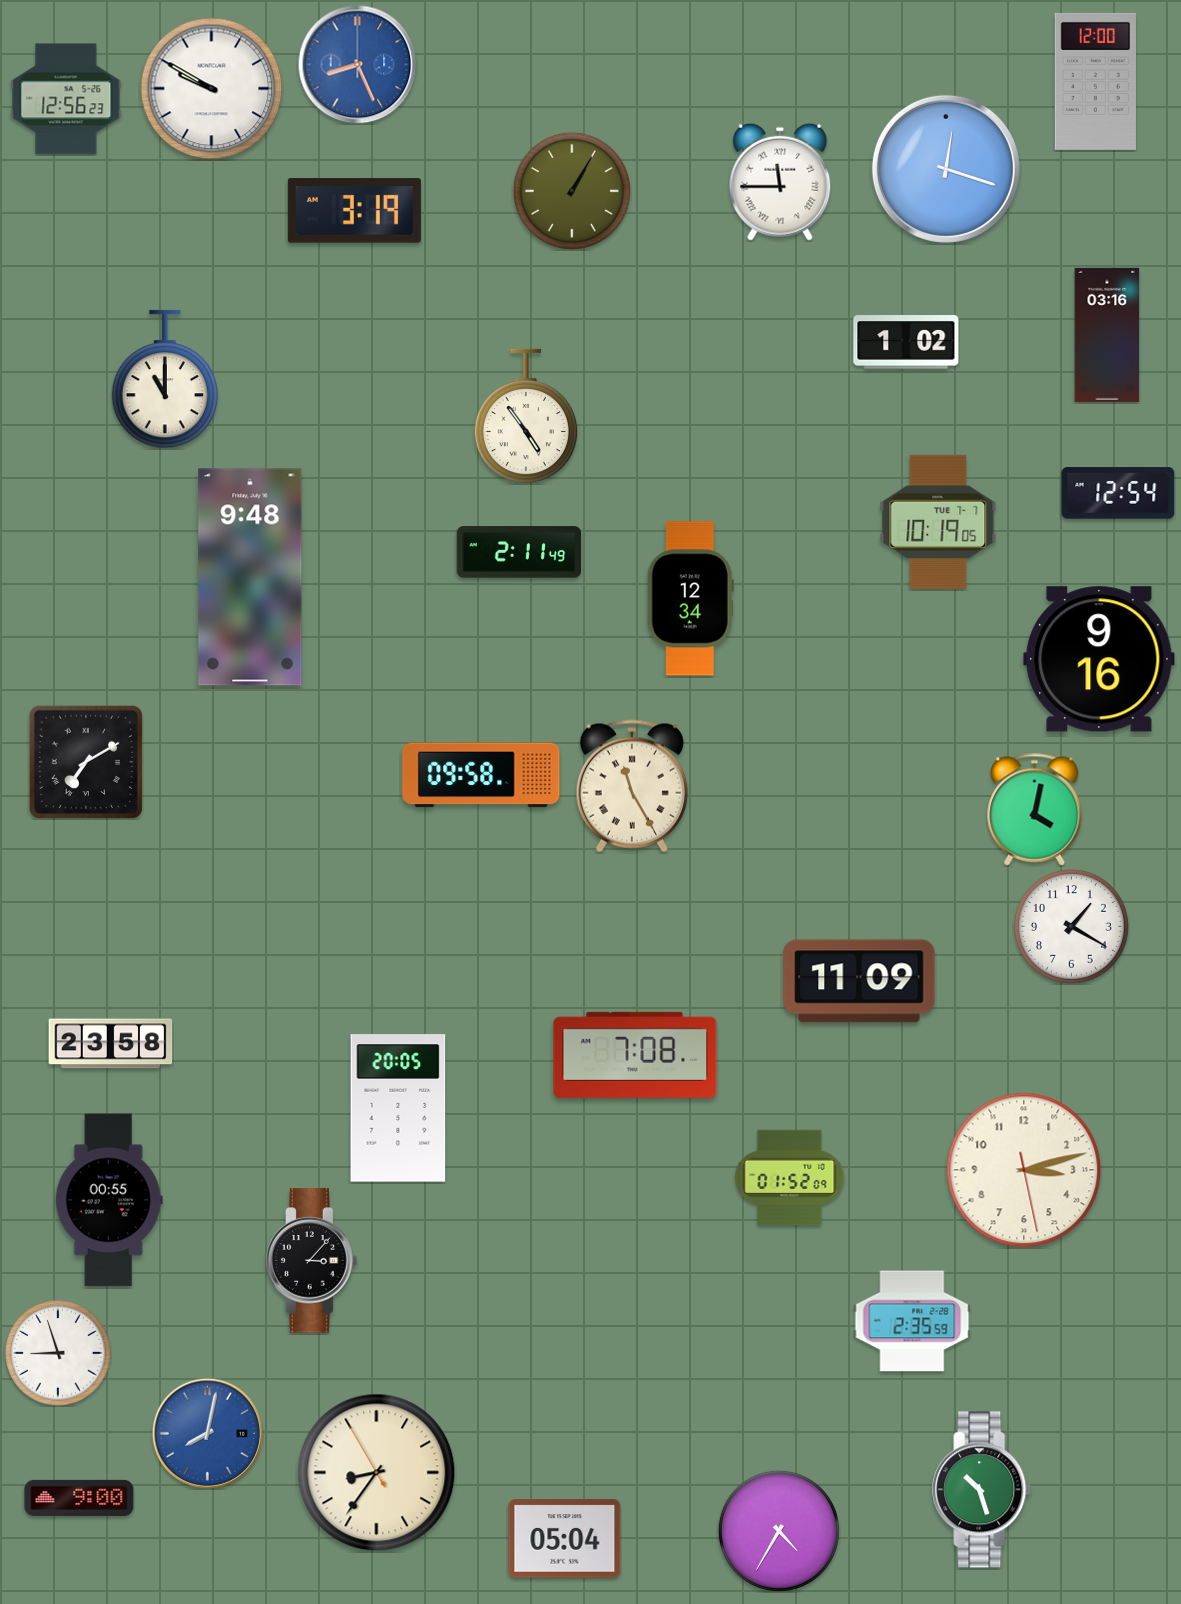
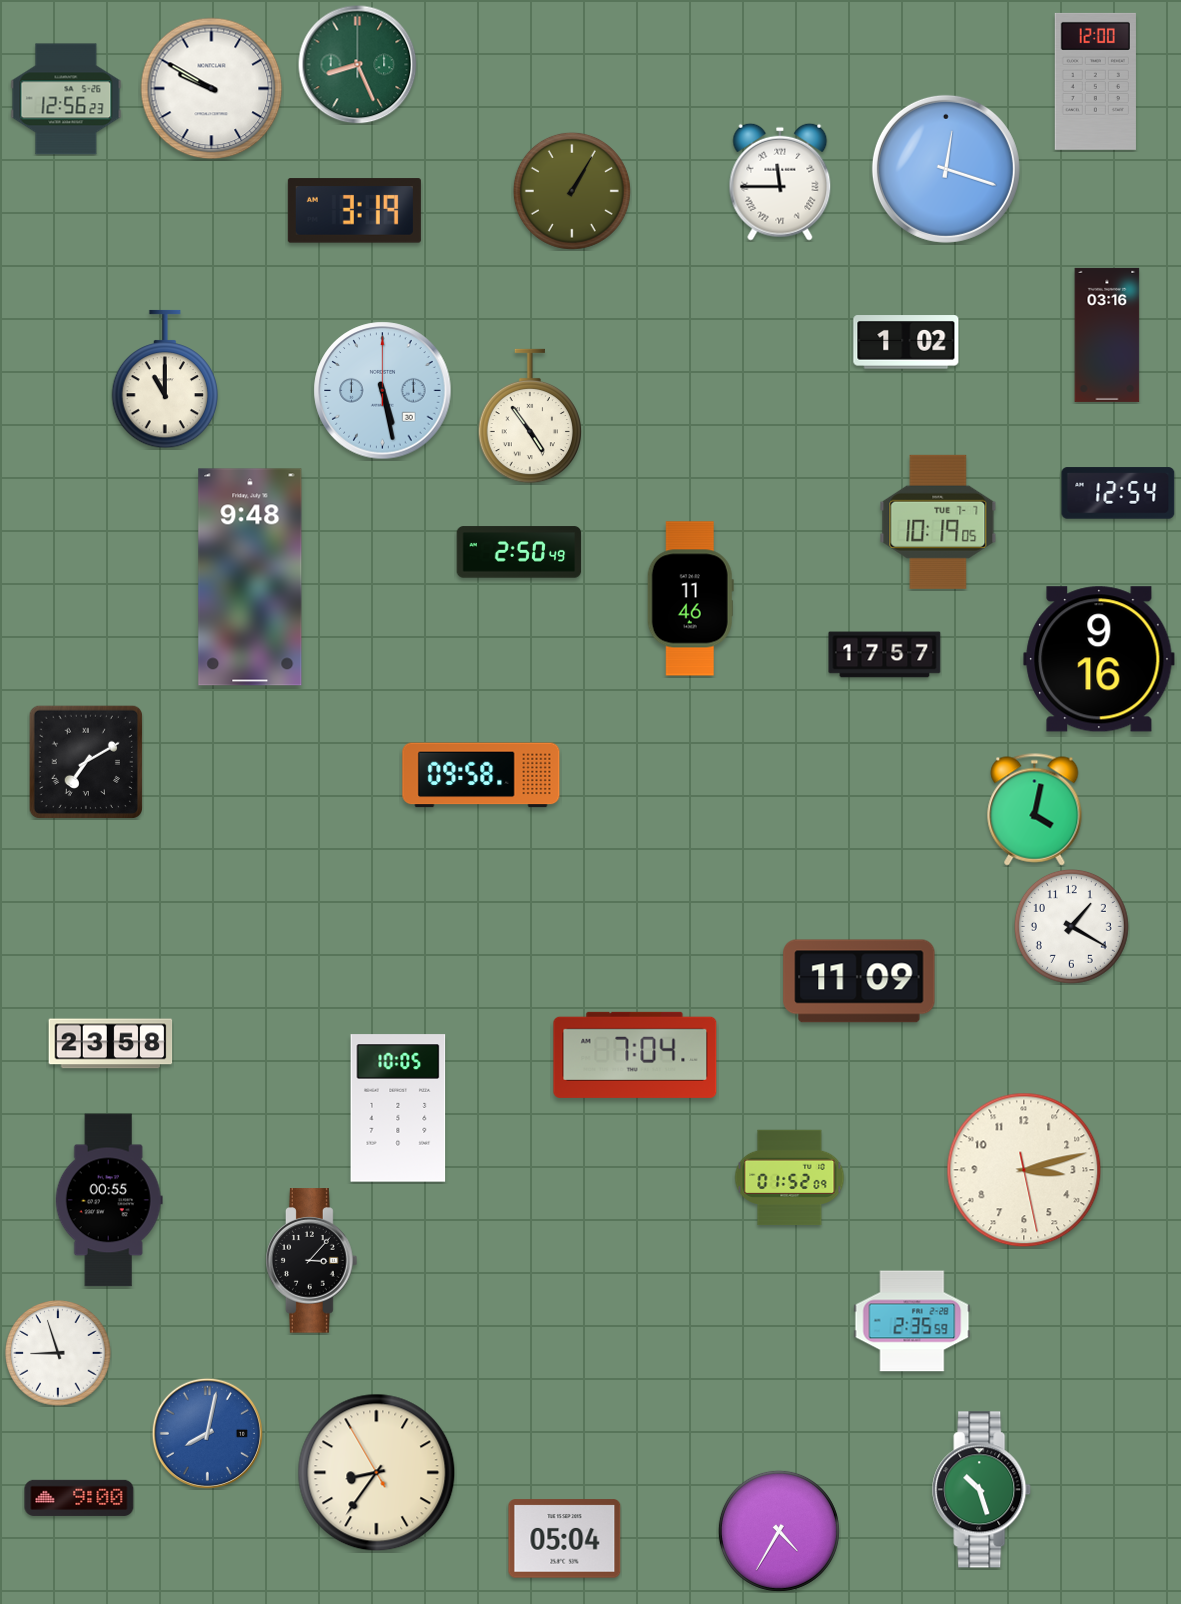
clock at (358, 65) dial: blue -> green
clock at (383, 391): none -> 5:28
clock at (525, 416) position: (525, 416) -> (529, 416)
clock at (519, 552): 2:11 -> 2:50
clock at (690, 599): 12:34 -> 11:46
clock at (885, 655): none -> 17:57
clock at (632, 786): 11:25 -> none
clock at (635, 1055): 7:08 -> 7:04
clock at (398, 1108): 20:05 -> 10:05
